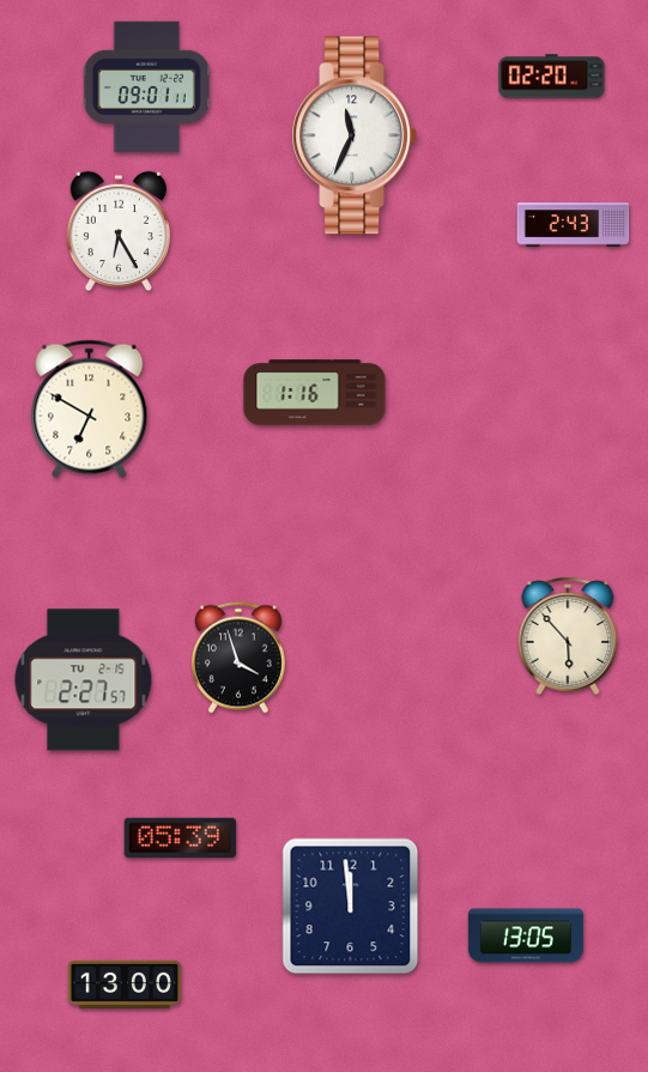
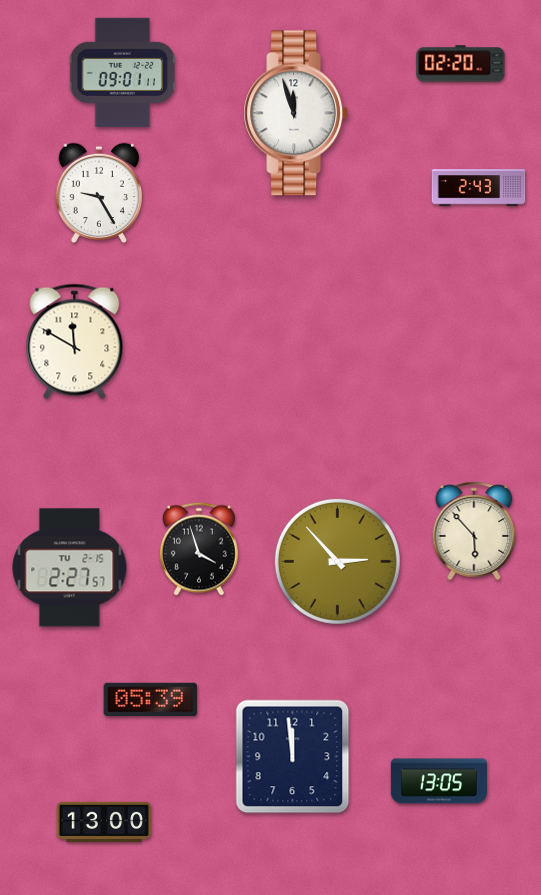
clock at (353, 135): 11:34 -> 11:57
clock at (117, 231): 6:25 -> 9:25
clock at (315, 393): 1:16 -> none
clock at (90, 410): 6:50 -> 11:50
clock at (337, 561): none -> 2:53
